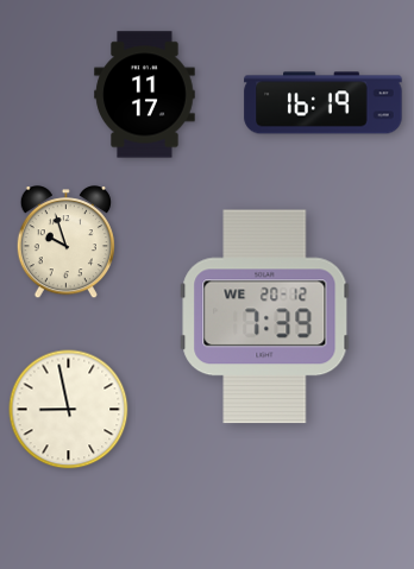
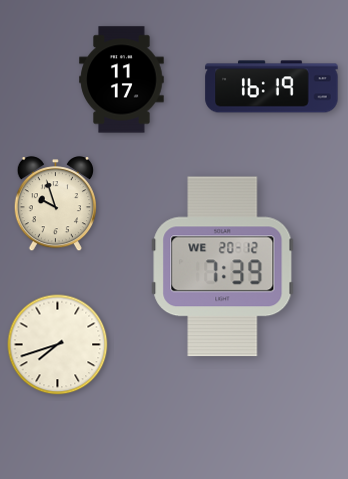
clock at (69, 410): 8:58 -> 7:42
